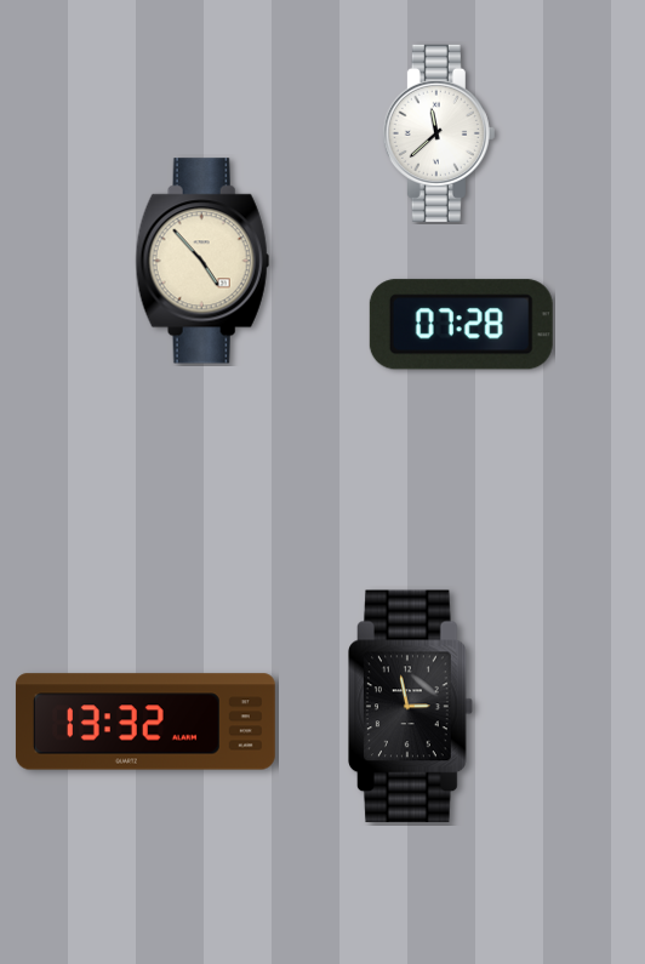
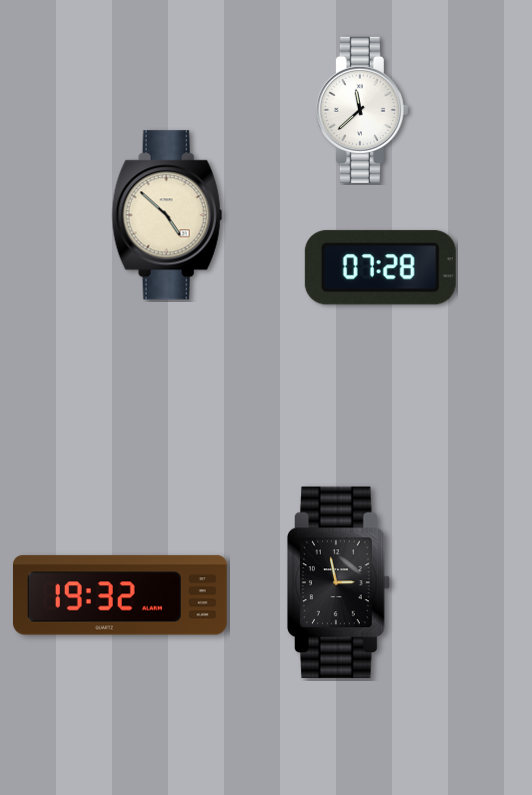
clock at (202, 261): 4:53 -> 4:52
clock at (145, 721): 13:32 -> 19:32
